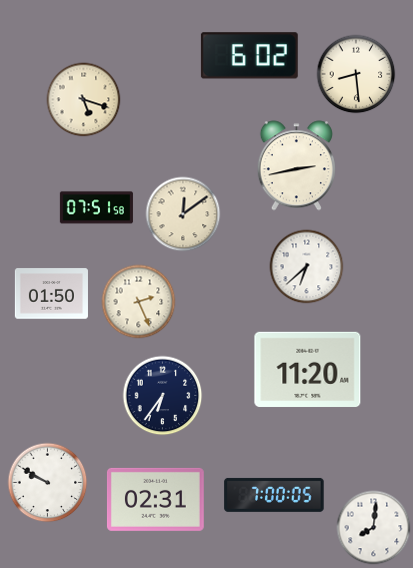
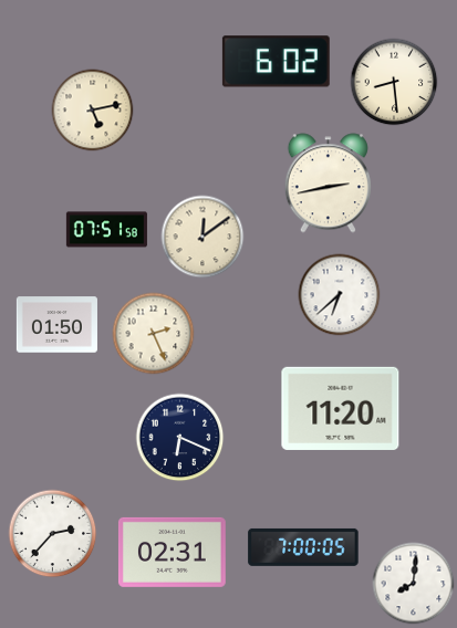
clock at (84, 100): 5:18 -> 5:13
clock at (163, 396): 6:36 -> 6:19
clock at (48, 483): 9:50 -> 2:37
